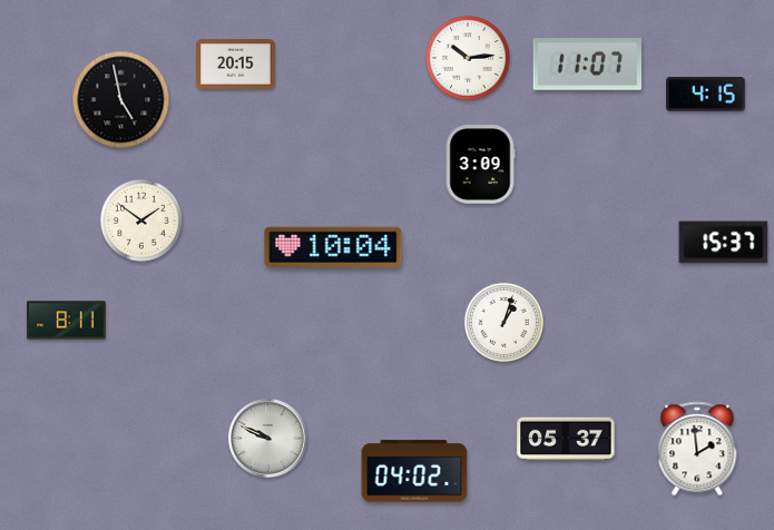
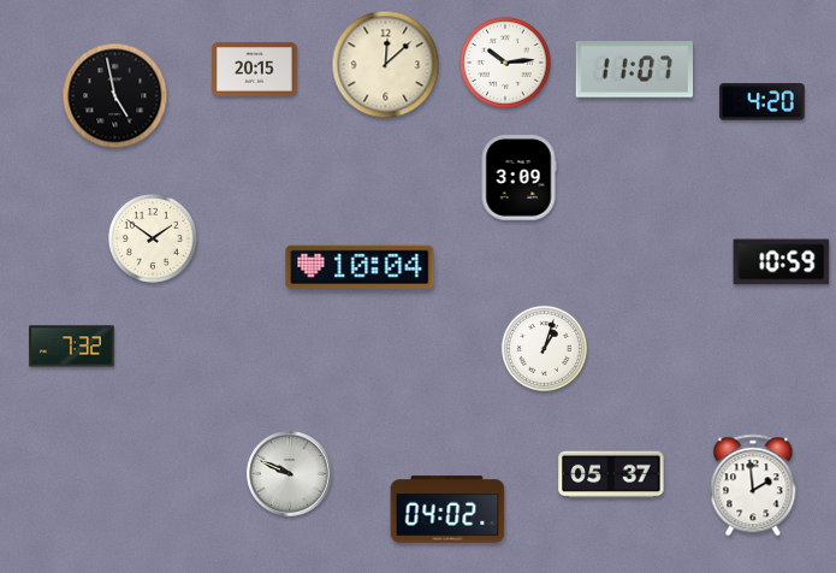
clock at (386, 65): none -> 12:08
clock at (706, 95): 4:15 -> 4:20
clock at (121, 100) position: (121, 100) -> (115, 96)
clock at (724, 243): 15:37 -> 10:59
clock at (67, 321): 8:11 -> 7:32
